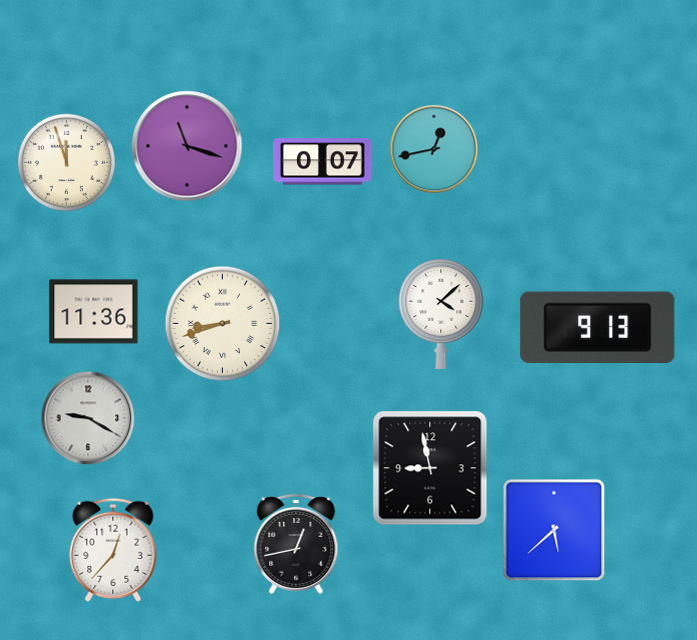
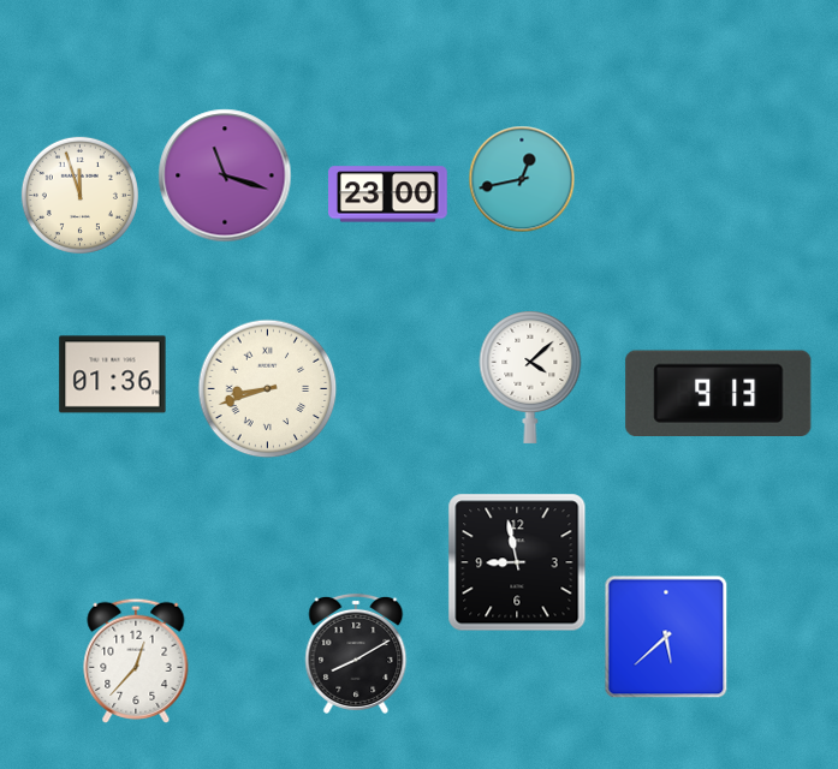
clock at (323, 162): 0:07 -> 23:00
clock at (94, 312): 11:36 -> 01:36
clock at (88, 418): 9:20 -> none
clock at (296, 544): 12:43 -> 8:10
